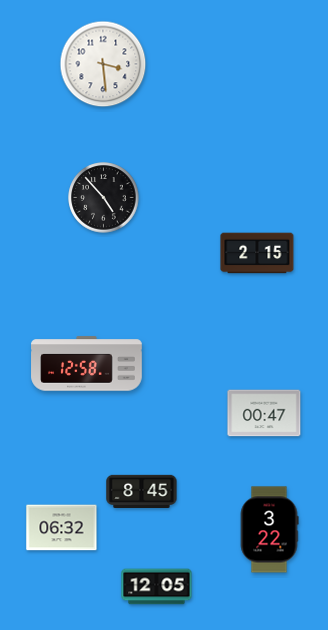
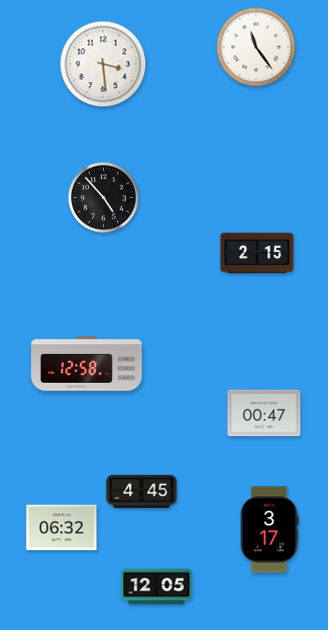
clock at (256, 47): none -> 11:24
clock at (142, 491): 8:45 -> 4:45
clock at (269, 530): 3:22 -> 3:17
